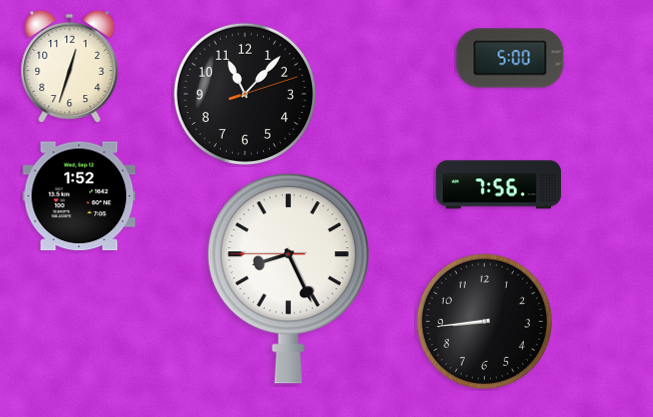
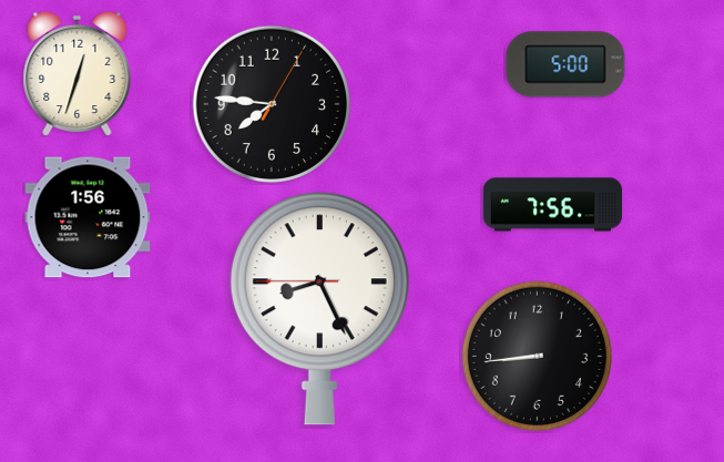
clock at (245, 94): 11:07 -> 7:46
clock at (79, 196): 1:52 -> 1:56
